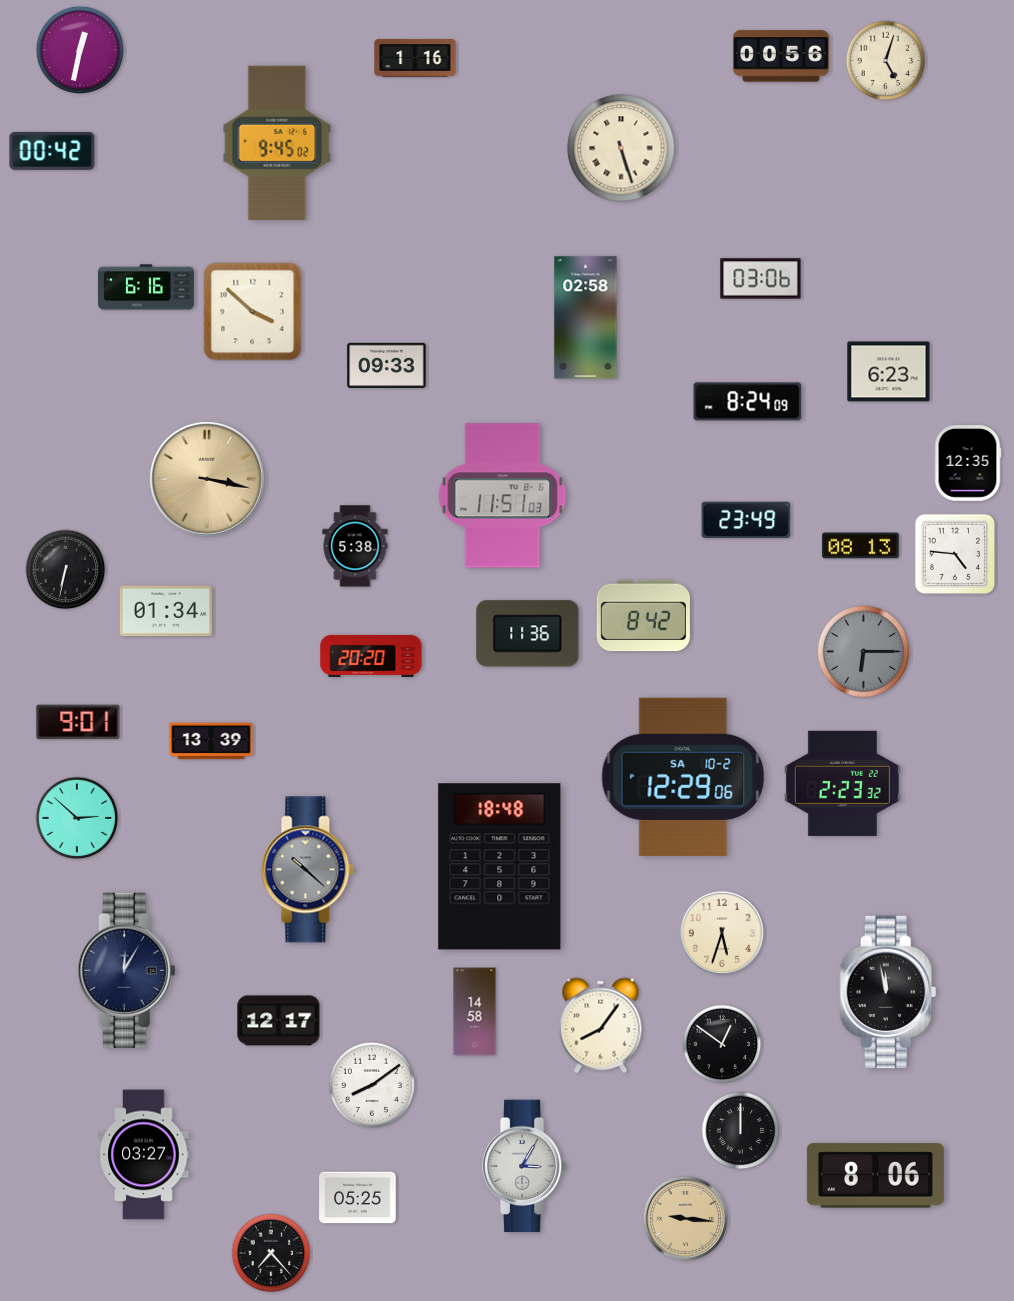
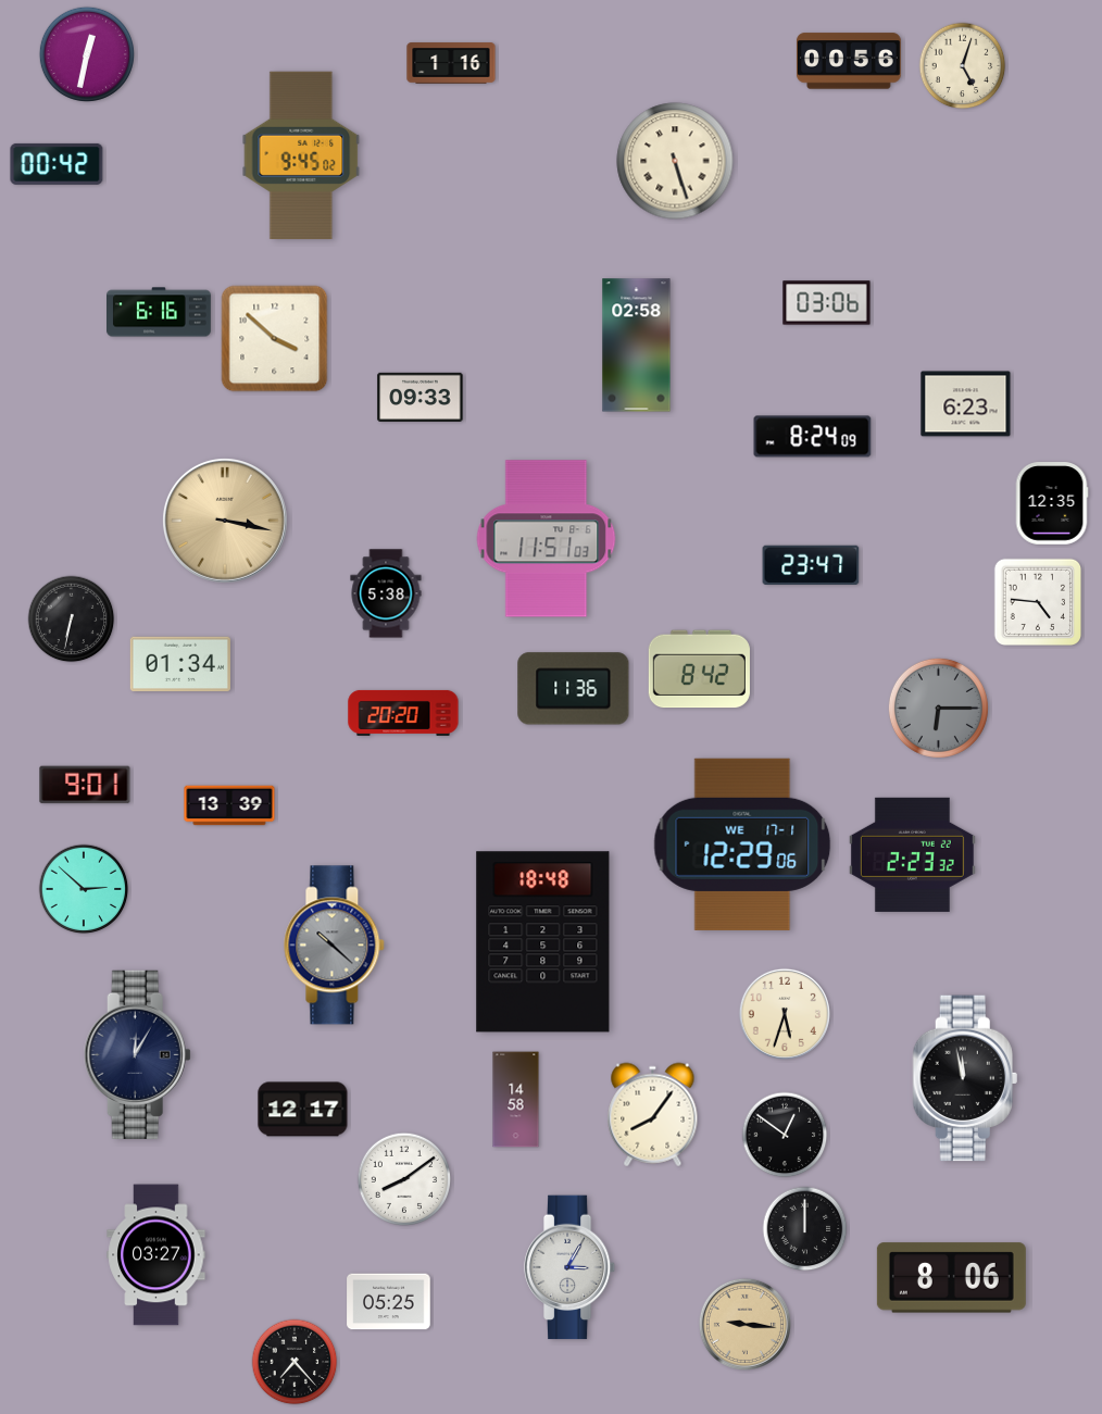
clock at (746, 519): 23:49 -> 23:47
clock at (861, 546): 08:13 -> none
clock at (683, 777) date: SA 10-2 -> WE 17-1
clock at (842, 783) position: (842, 783) -> (912, 854)
